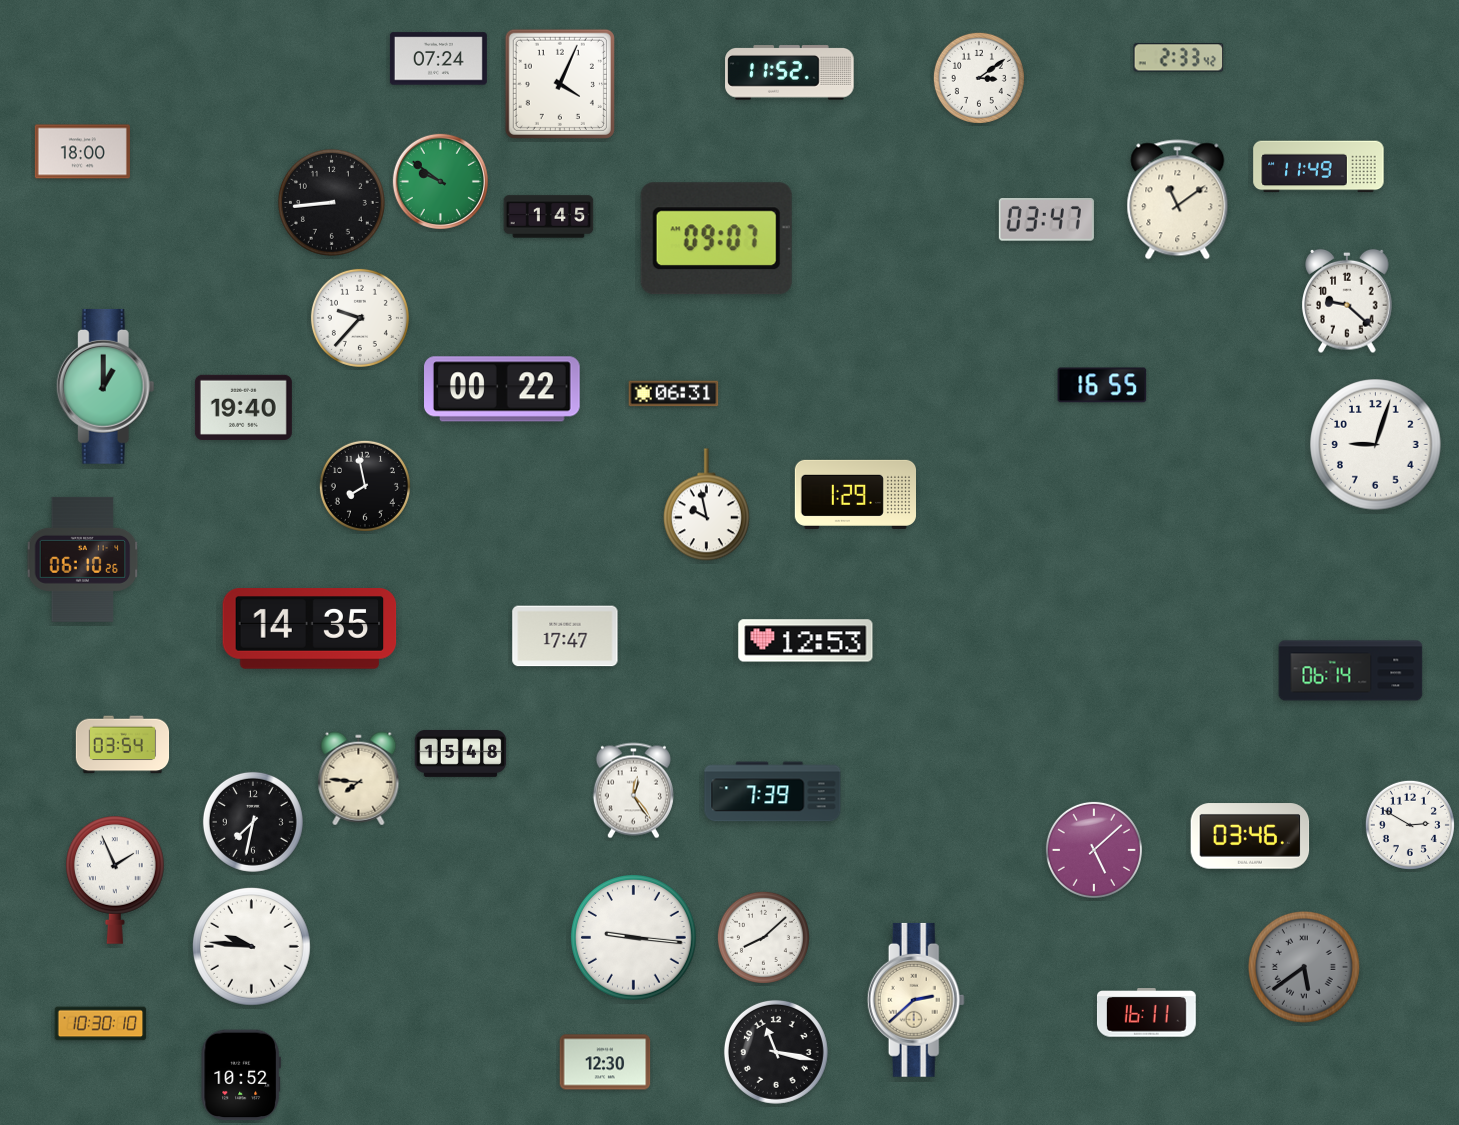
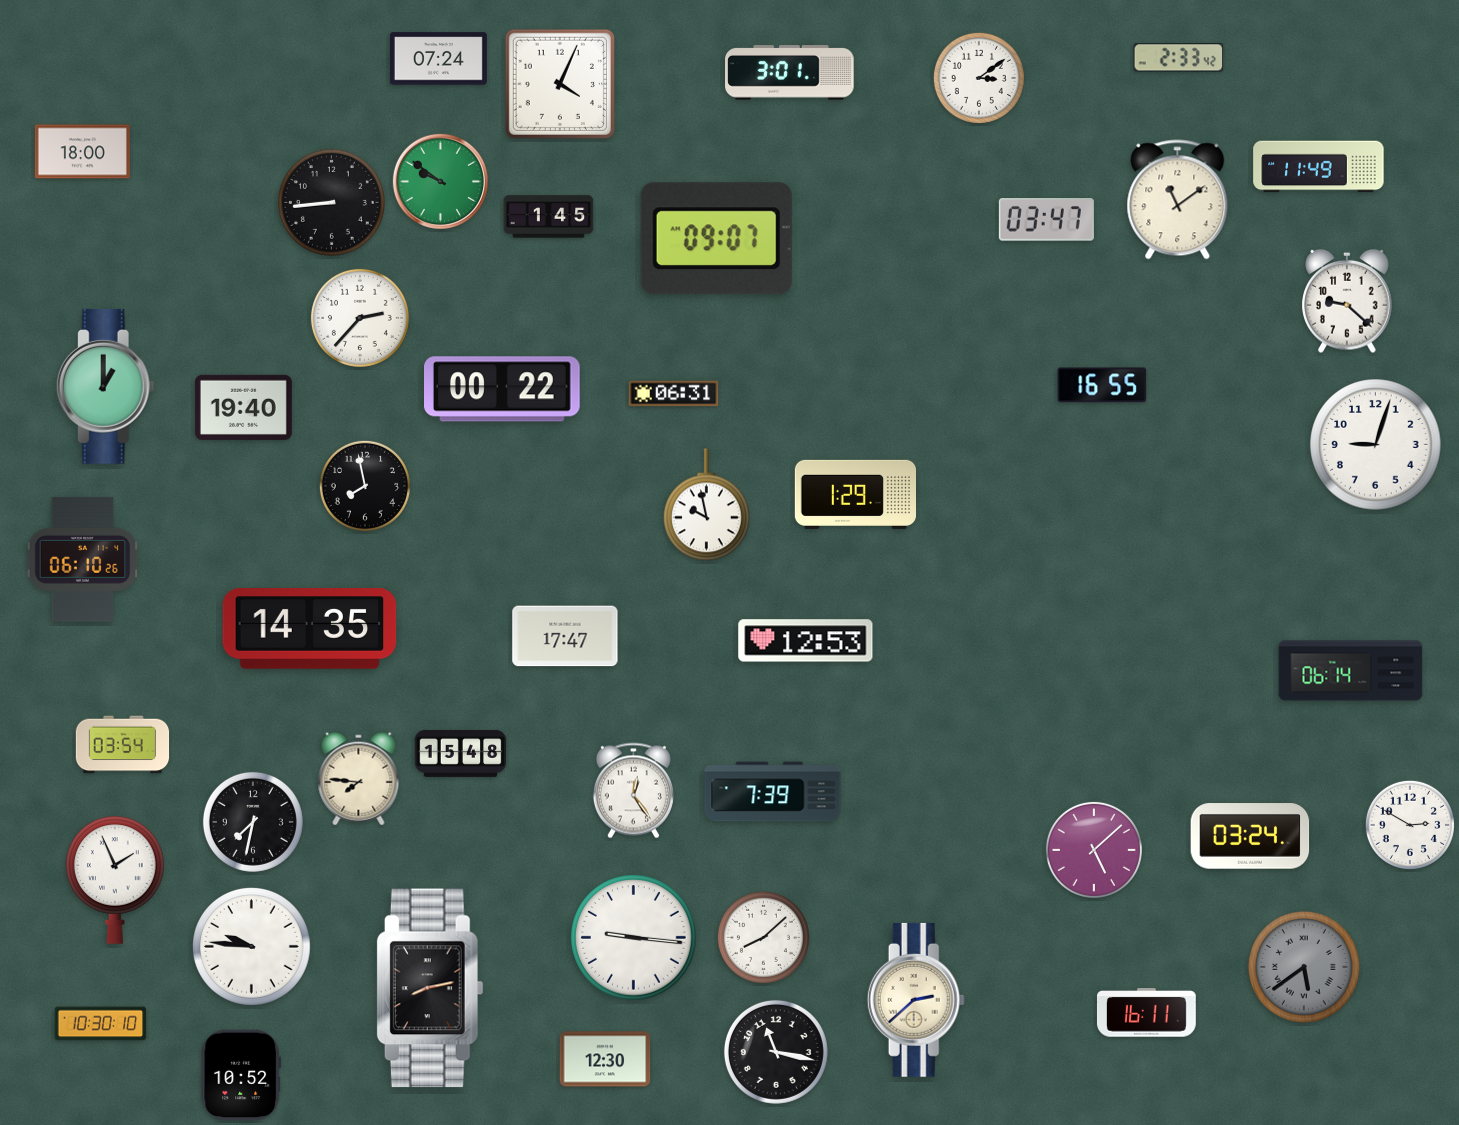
clock at (790, 73): 11:52 -> 3:01
clock at (360, 318): 9:37 -> 2:37
clock at (1250, 836): 03:46 -> 03:24
clock at (430, 988): none -> 8:13
clock at (605, 1062) position: (605, 1062) -> (605, 1059)
